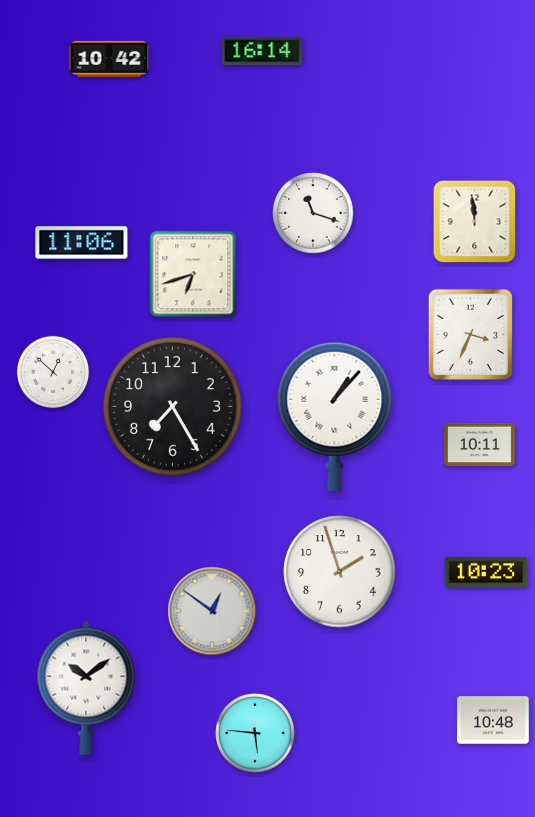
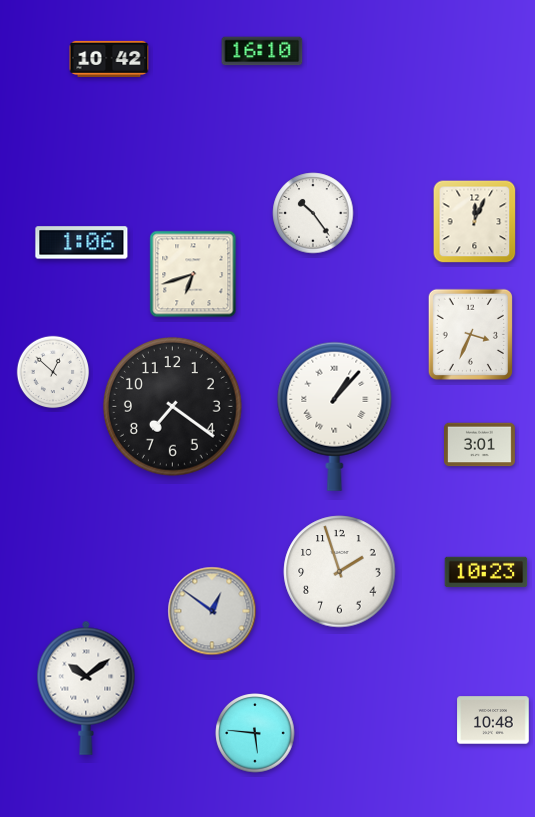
clock at (262, 51): 16:14 -> 16:10
clock at (313, 213): 11:18 -> 10:24
clock at (475, 222): 11:59 -> 12:04
clock at (82, 243): 11:06 -> 1:06
clock at (172, 406): 7:25 -> 7:21
clock at (480, 445): 10:11 -> 3:01
